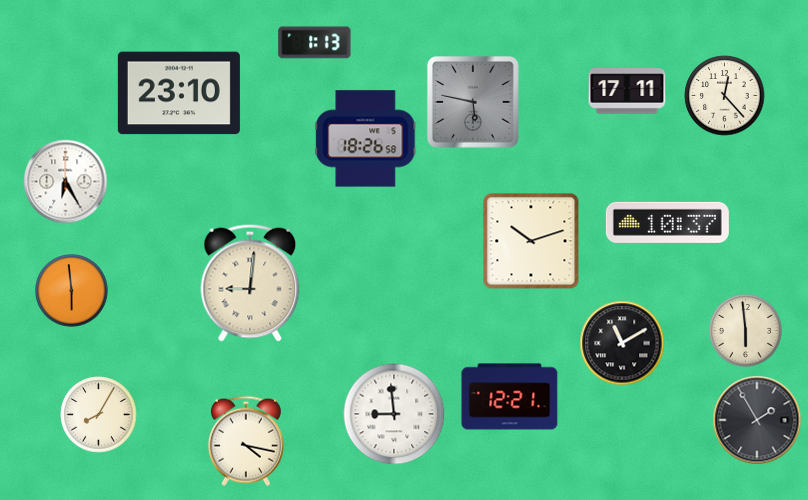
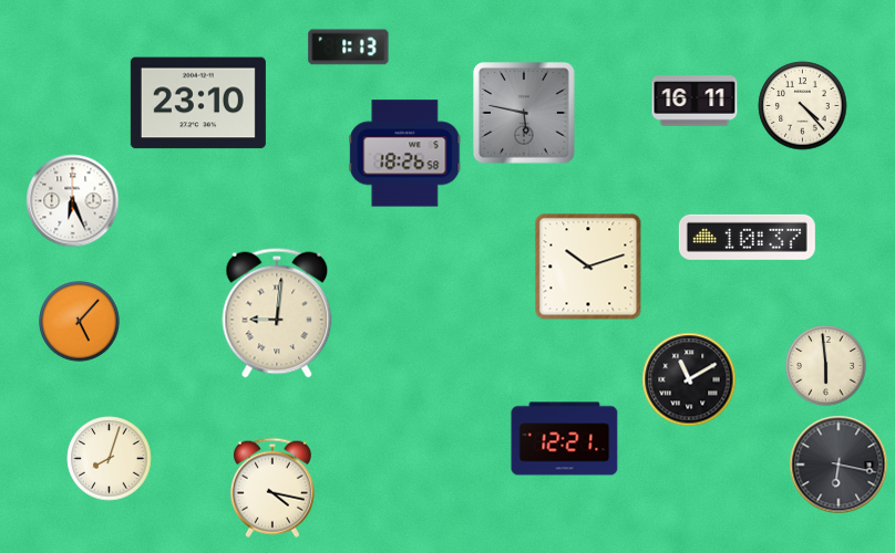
clock at (627, 91): 17:11 -> 16:11
clock at (725, 96): 12:23 -> 4:23
clock at (66, 182): 6:25 -> 6:26
clock at (667, 222) position: (667, 222) -> (747, 237)
clock at (72, 291): 5:59 -> 5:07
clock at (394, 414): 8:59 -> none
clock at (99, 415): 8:05 -> 8:03
clock at (757, 420): 1:55 -> 6:17
